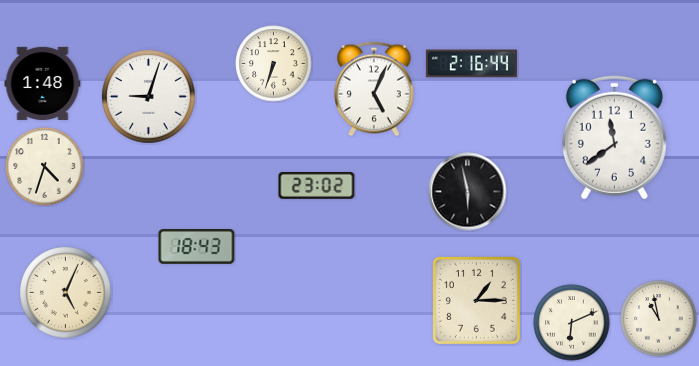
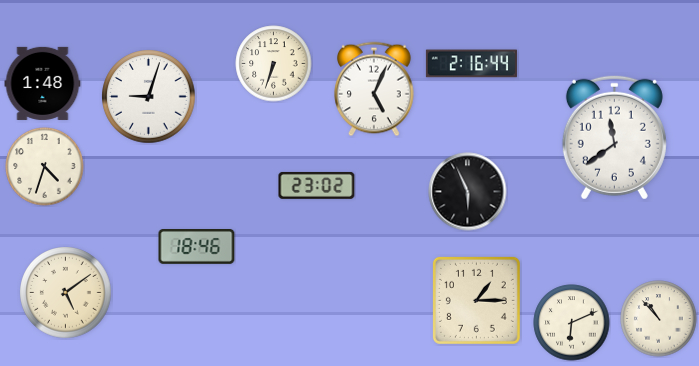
clock at (468, 192): 5:58 -> 5:56
clock at (197, 247): 18:43 -> 18:46
clock at (66, 293): 5:04 -> 5:09
clock at (659, 319): 10:58 -> 10:53
